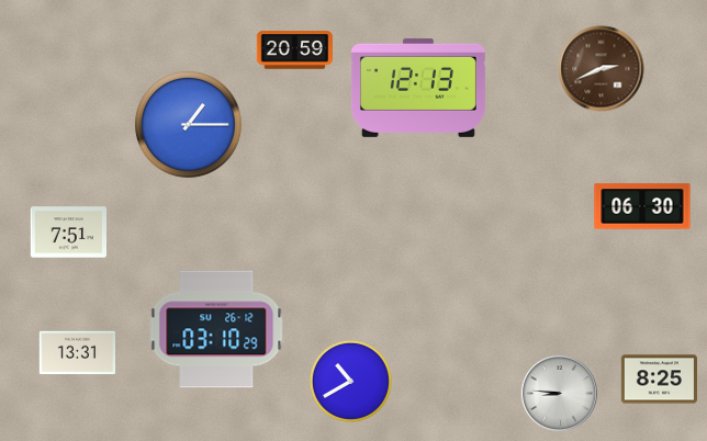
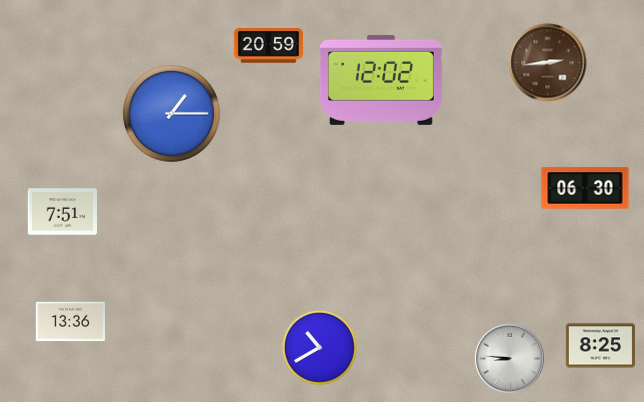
clock at (602, 69): 2:41 -> 2:44
clock at (418, 88): 12:13 -> 12:02
clock at (216, 329): 03:10 -> none
clock at (77, 353): 13:31 -> 13:36
